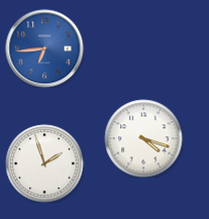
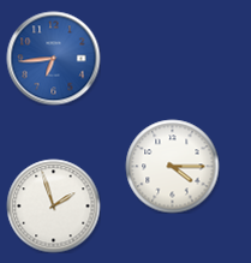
clock at (143, 138): 4:18 -> 4:15
clock at (44, 163) position: (44, 163) -> (53, 205)
